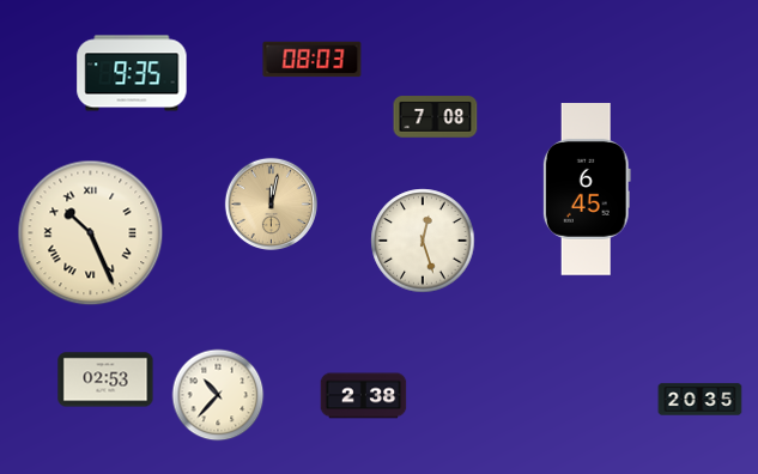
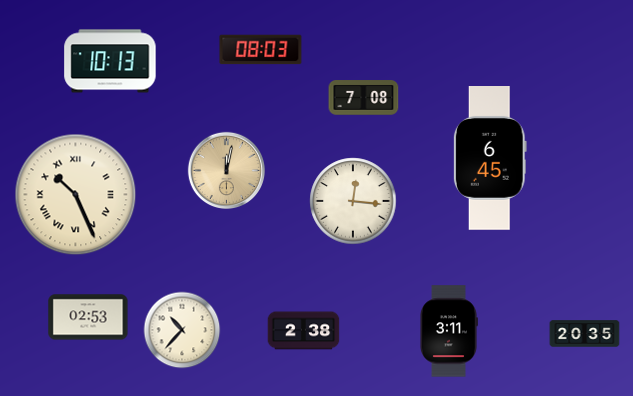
clock at (132, 73): 9:35 -> 10:13
clock at (423, 241): 12:27 -> 12:16
clock at (449, 331): none -> 3:11
